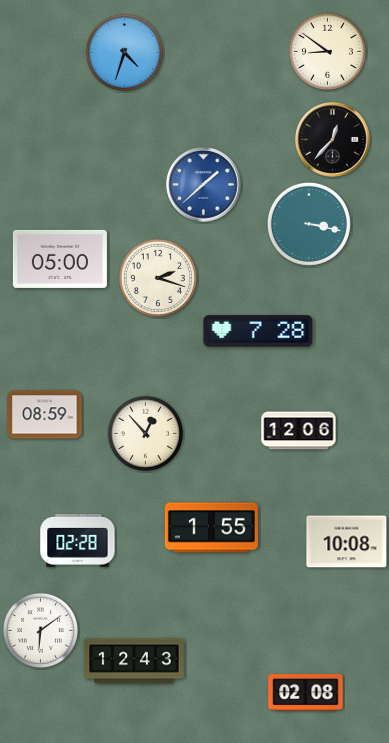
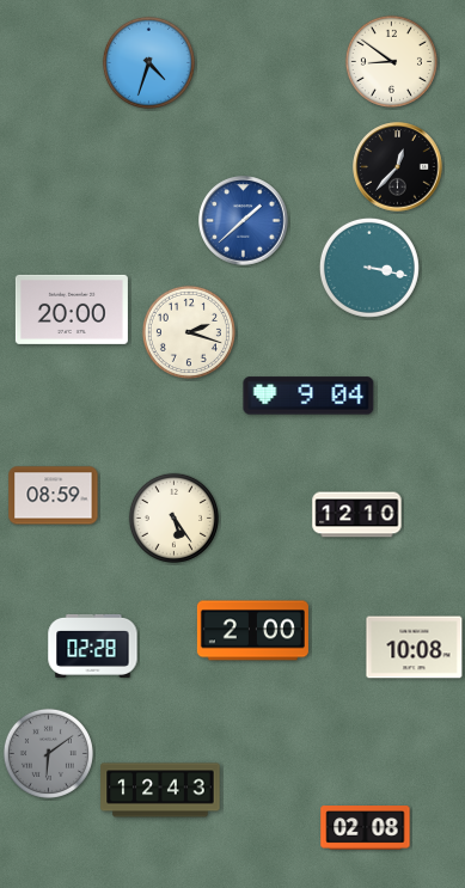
clock at (60, 259): 05:00 -> 20:00
clock at (258, 331): 7:28 -> 9:04
clock at (299, 431): 12:06 -> 12:10
clock at (145, 433): 12:53 -> 5:24
clock at (211, 528): 1:55 -> 2:00
clock at (40, 630) dial: white -> grey
